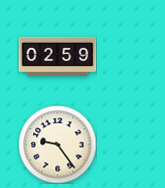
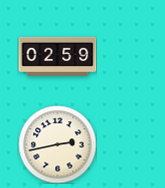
clock at (57, 144): 9:24 -> 2:43
